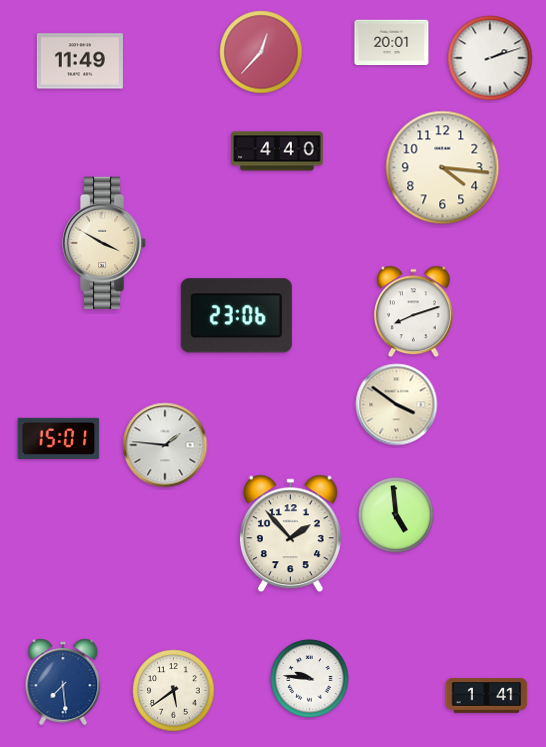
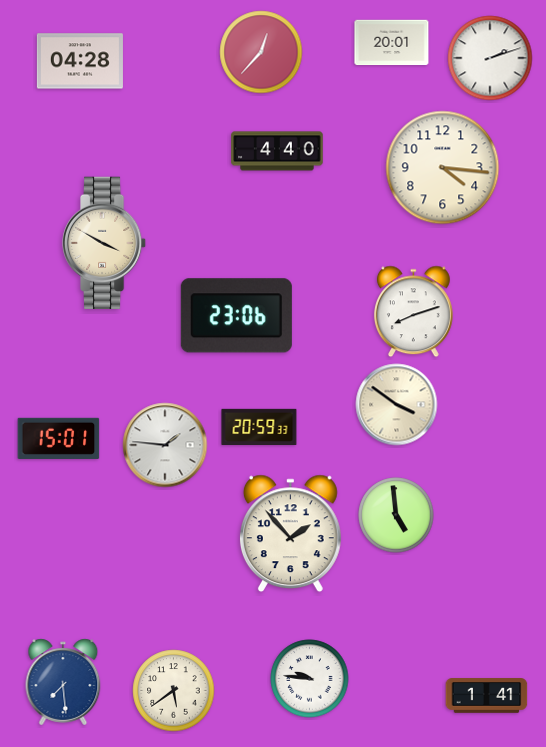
clock at (80, 61): 11:49 -> 04:28
clock at (259, 426): none -> 20:59
